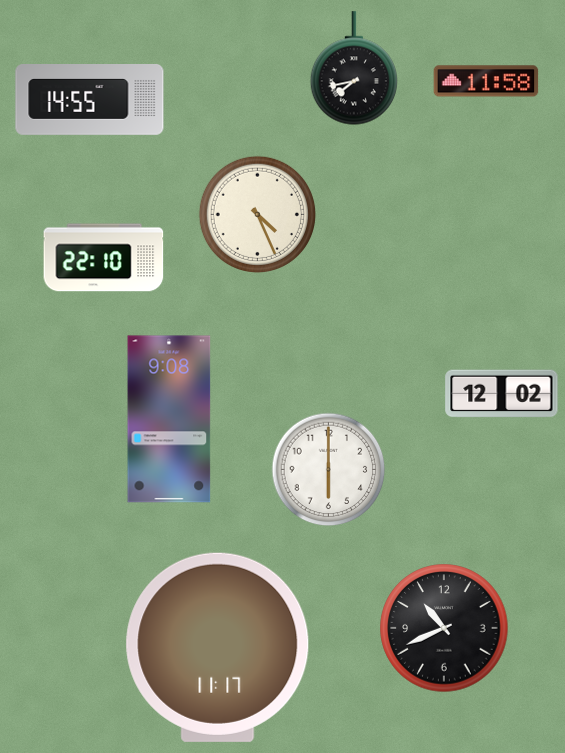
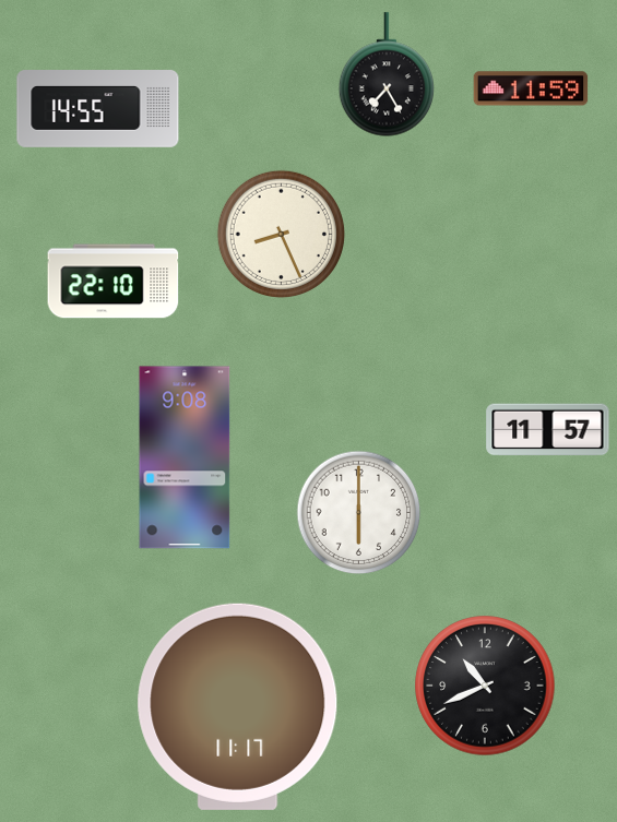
clock at (354, 68): 7:43 -> 7:25
clock at (486, 81): 11:58 -> 11:59
clock at (257, 214): 4:26 -> 8:26
clock at (502, 394): 12:02 -> 11:57
